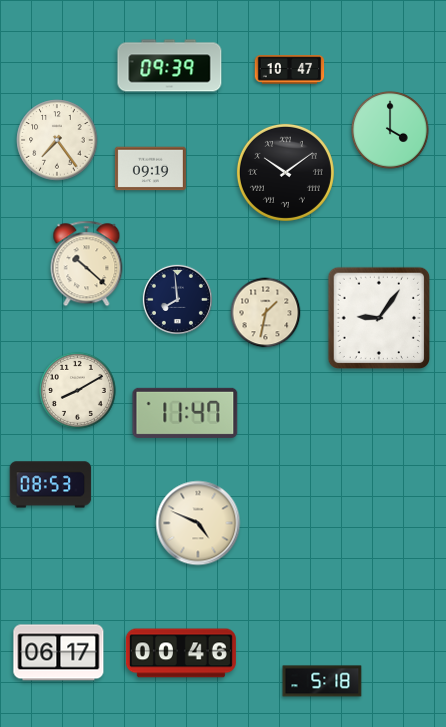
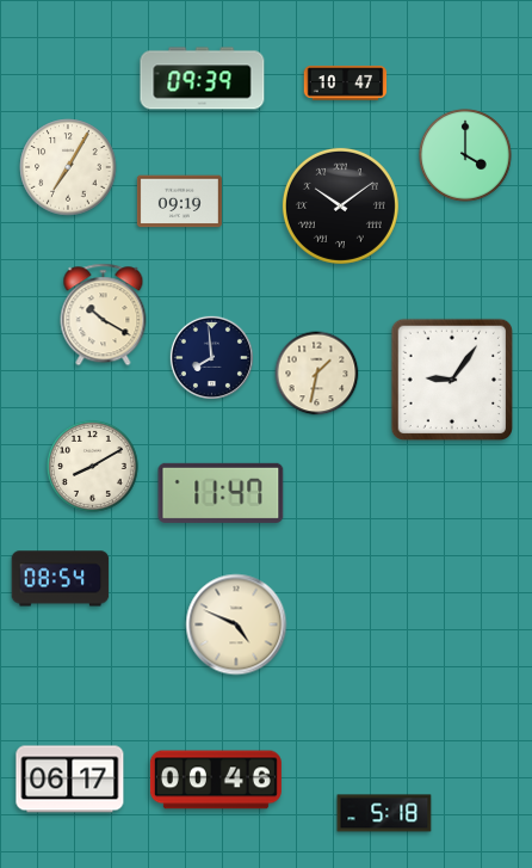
clock at (57, 140): 7:24 -> 7:05
clock at (87, 264): 10:22 -> 10:20
clock at (51, 485): 08:53 -> 08:54
